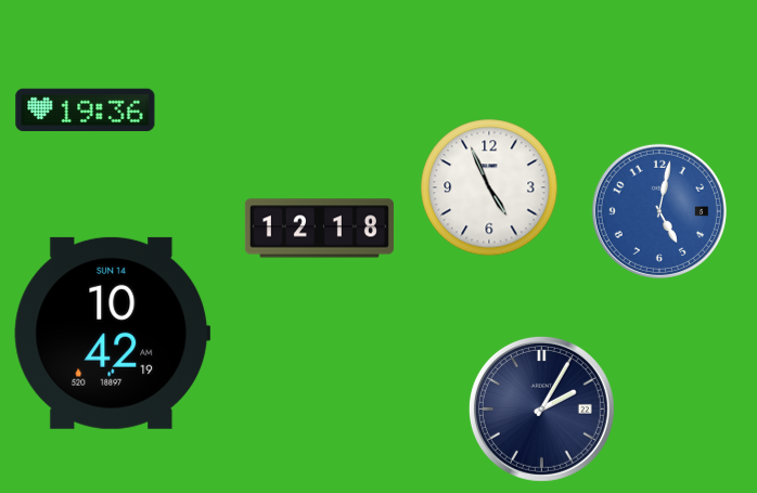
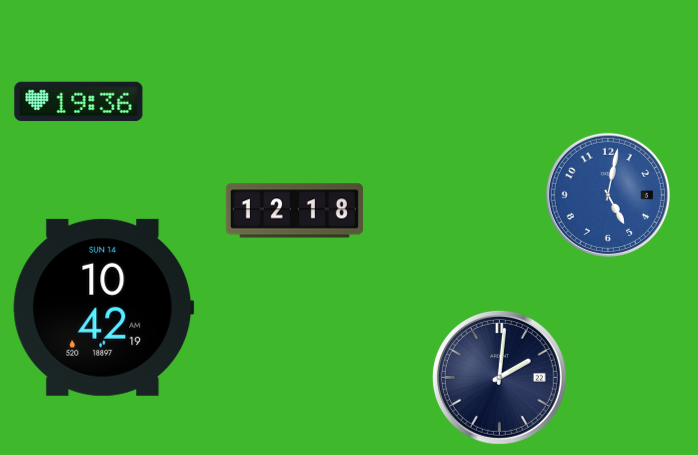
clock at (489, 187): 4:56 -> none
clock at (541, 408): 2:05 -> 2:01
